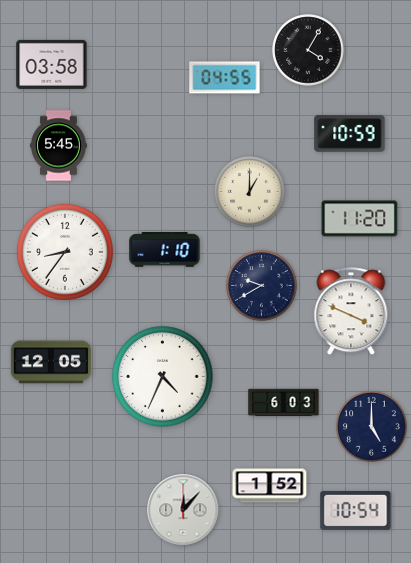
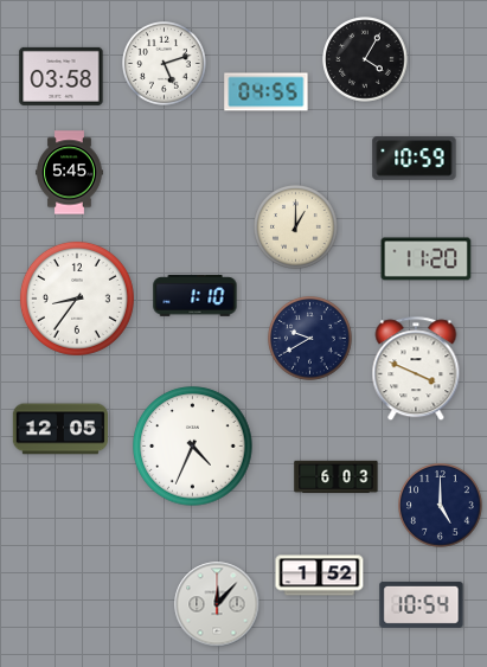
clock at (165, 64): none -> 5:12
